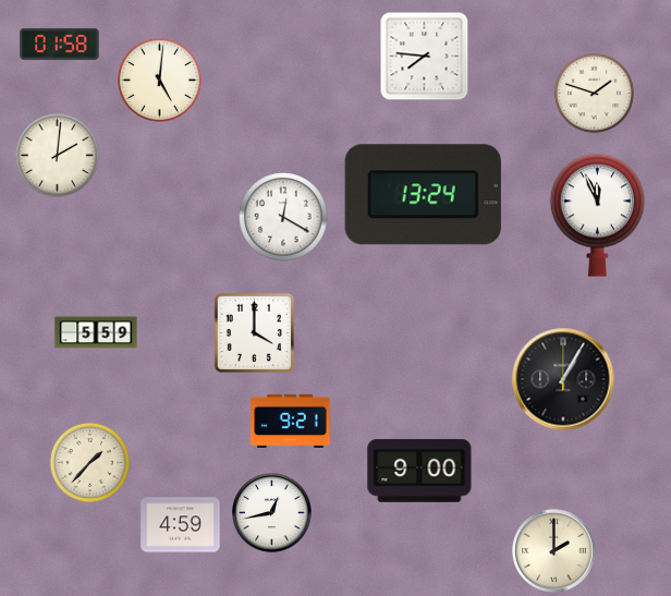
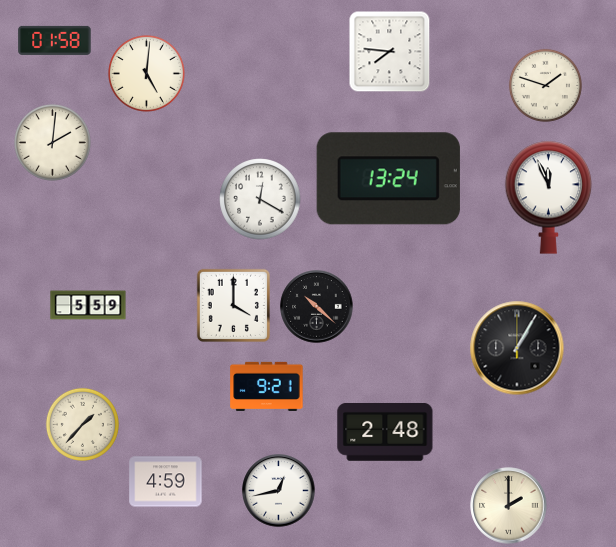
clock at (317, 307): none -> 10:22
clock at (419, 471): 9:00 -> 2:48
clock at (272, 513) position: (272, 513) -> (279, 491)
